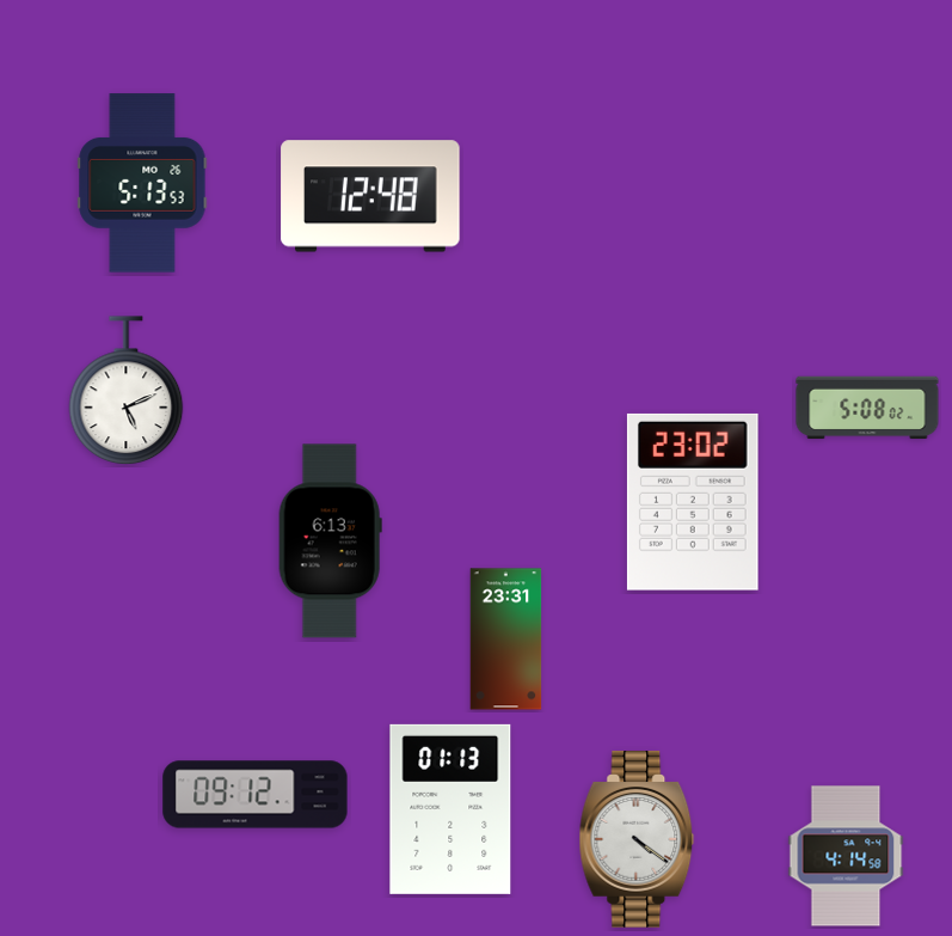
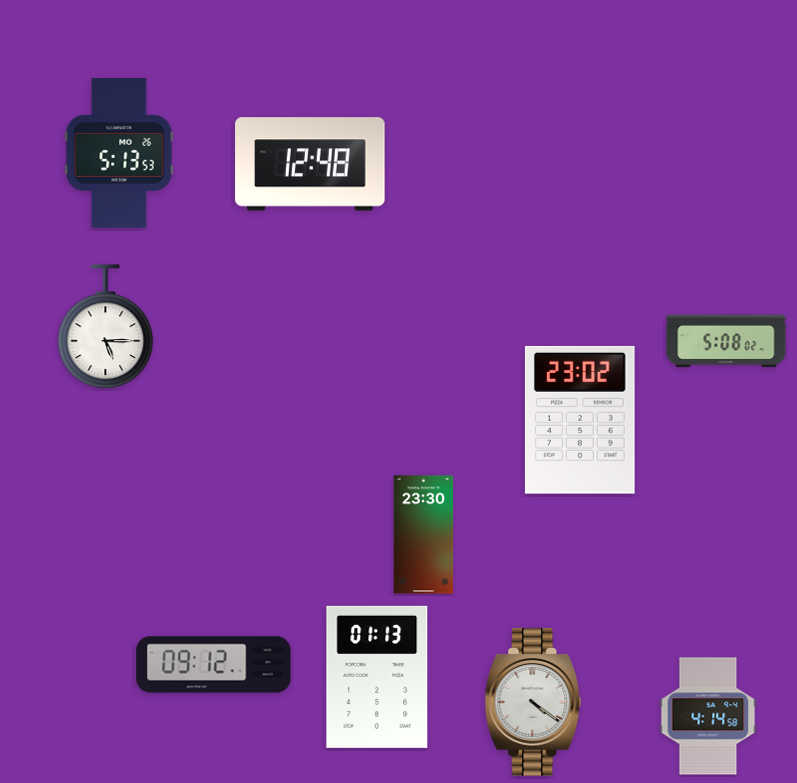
clock at (127, 391): 5:11 -> 5:15
clock at (330, 542): 6:13 -> none
clock at (506, 640): 23:31 -> 23:30
